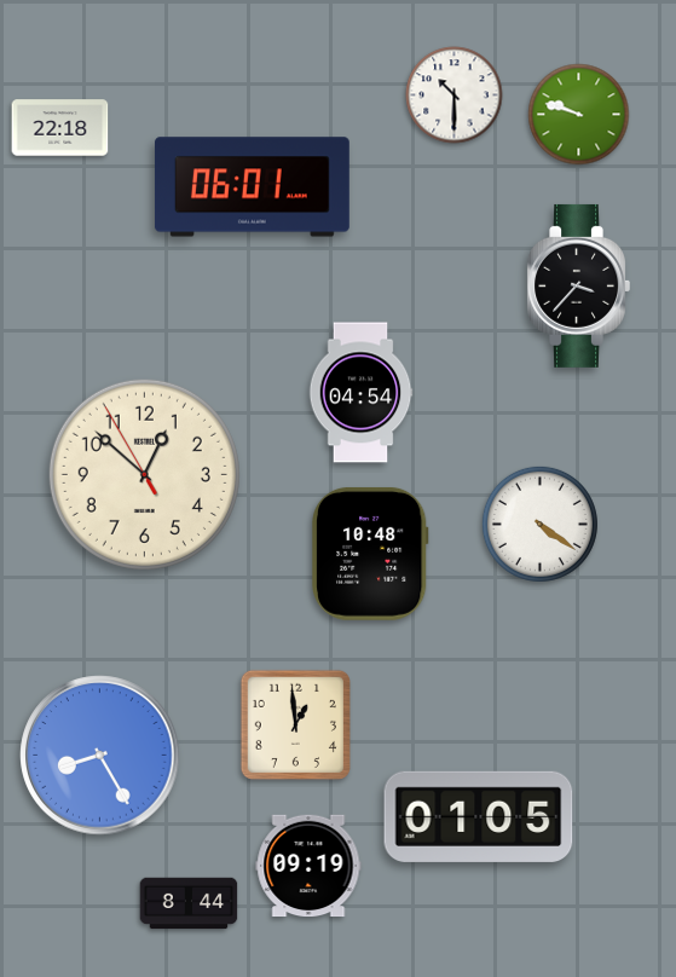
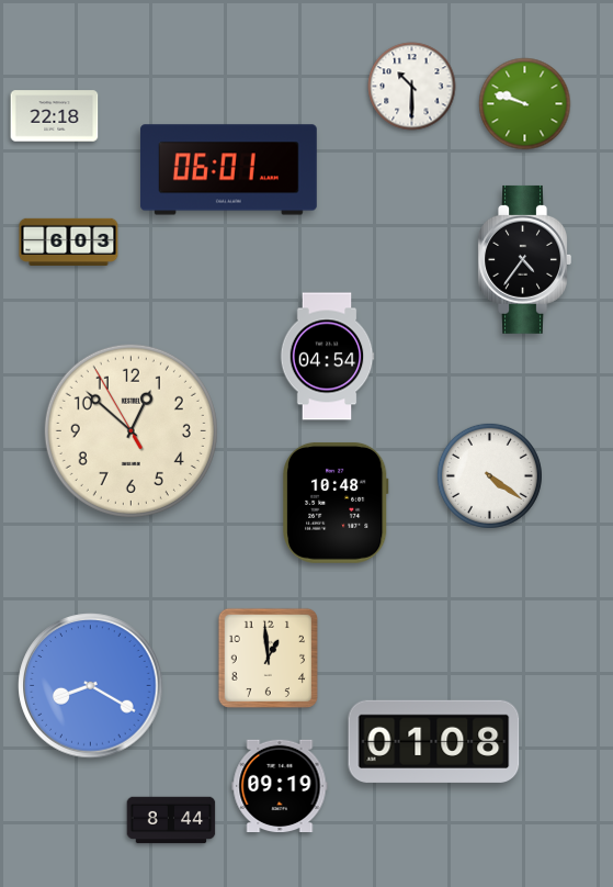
clock at (69, 242): none -> 6:03
clock at (578, 285): 3:37 -> 4:36
clock at (100, 756): 8:25 -> 8:20
clock at (479, 816): 01:05 -> 01:08
